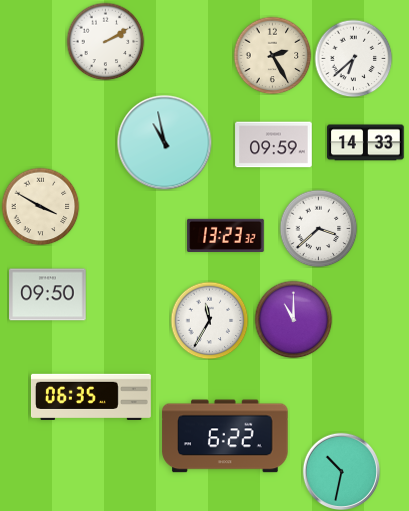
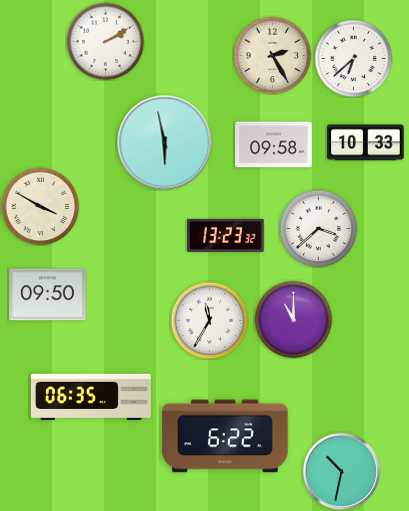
clock at (164, 142): 10:58 -> 5:58
clock at (366, 143): 14:33 -> 10:33
clock at (274, 145): 09:59 -> 09:58
